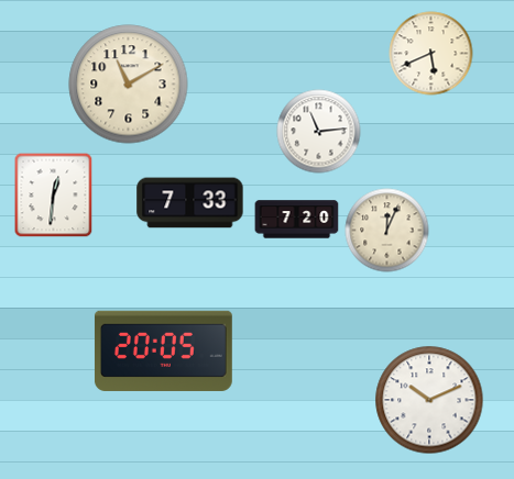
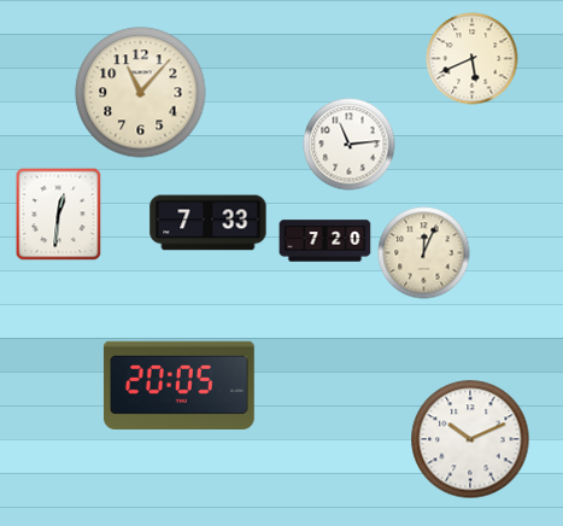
clock at (129, 85): 11:10 -> 11:07
